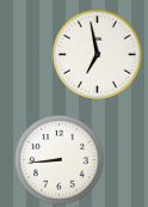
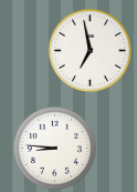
clock at (58, 159): 8:44 -> 8:46
